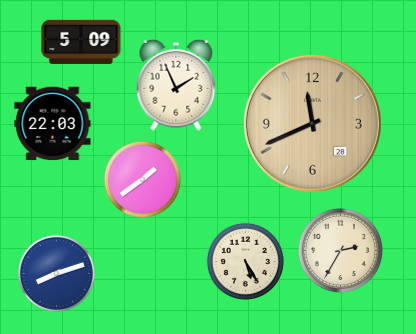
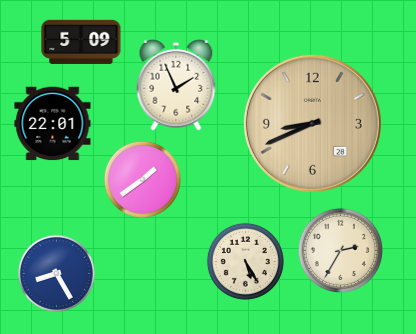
clock at (312, 123): 11:41 -> 8:41
clock at (53, 124): 22:03 -> 22:01
clock at (56, 273): 8:12 -> 8:25
